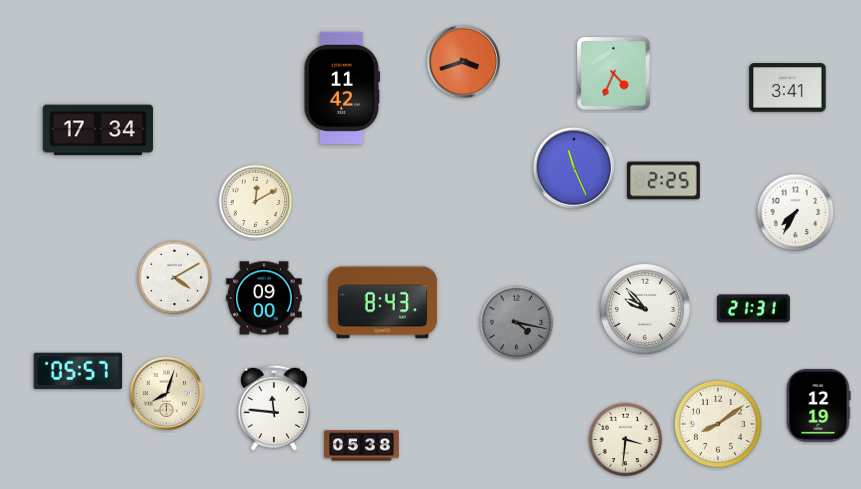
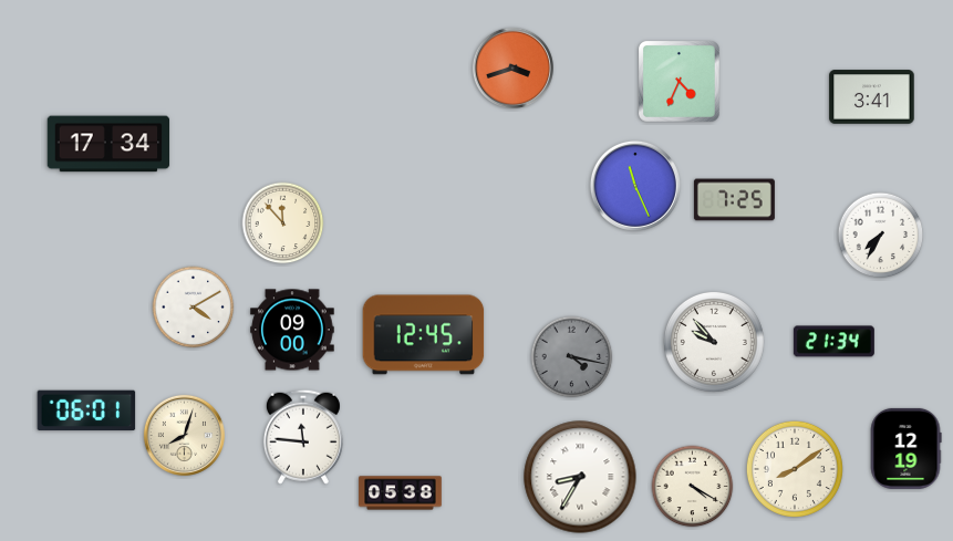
clock at (342, 88): 11:42 -> none
clock at (663, 181): 2:25 -> 7:25
clock at (256, 202): 12:10 -> 11:53
clock at (383, 303): 8:43 -> 12:45
clock at (753, 309): 21:31 -> 21:34
clock at (78, 371): 05:57 -> 06:01
clock at (274, 408) position: (274, 408) -> (303, 437)
clock at (580, 477): none -> 8:35
clock at (626, 440): 3:31 -> 4:20
